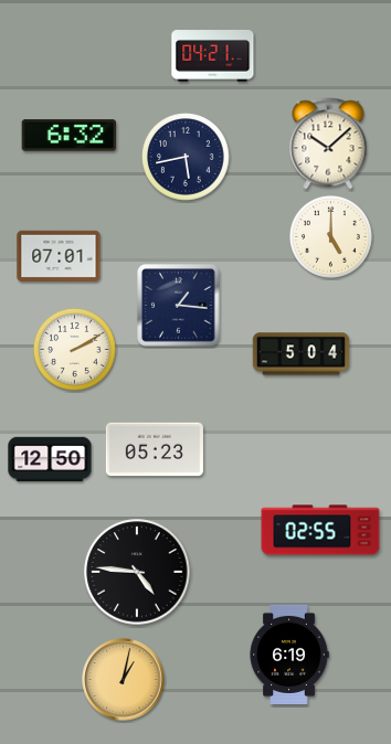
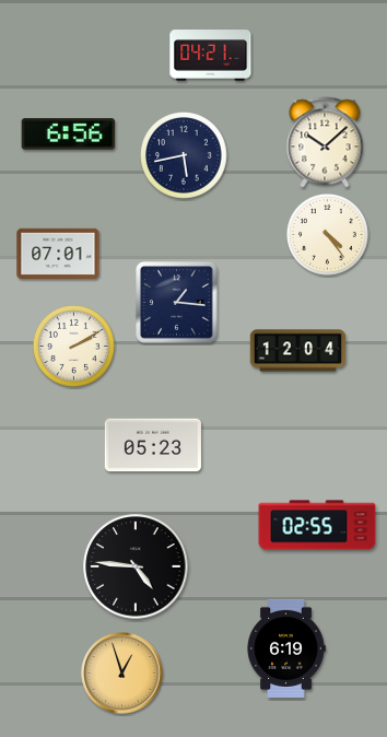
clock at (70, 136): 6:32 -> 6:56
clock at (331, 237): 5:00 -> 4:24
clock at (302, 354): 5:04 -> 12:04
clock at (50, 459): 12:50 -> none
clock at (124, 680): 1:02 -> 12:57
